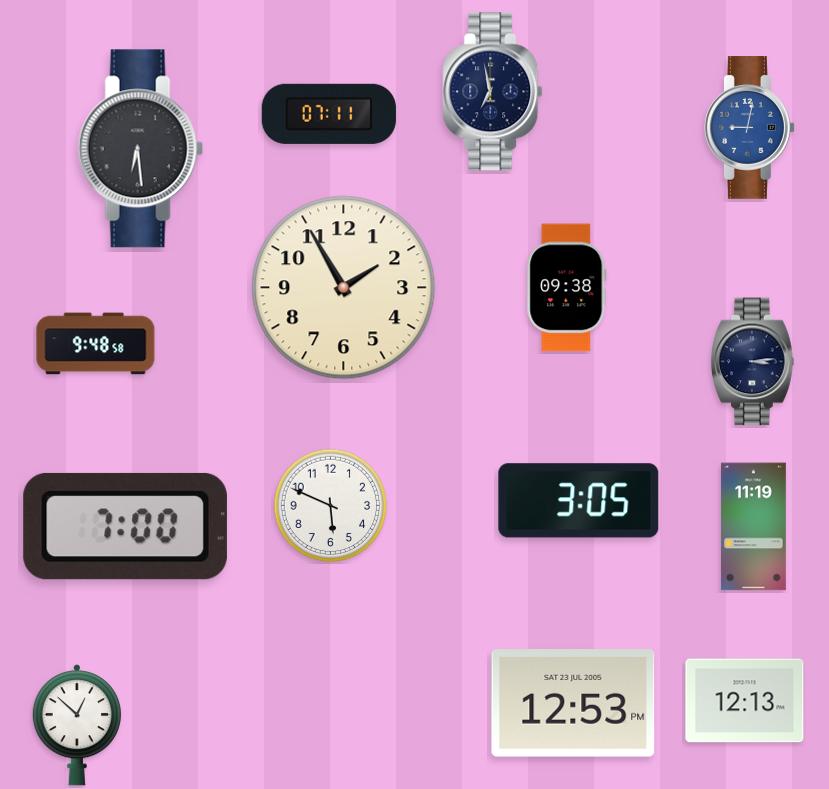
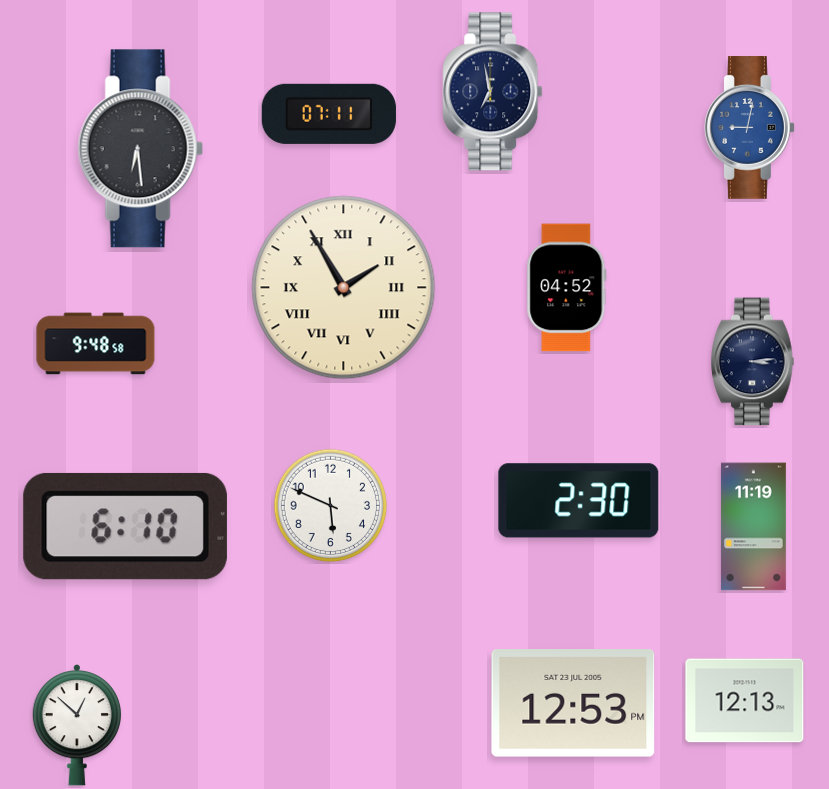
clock at (344, 288) numerals: Arabic -> Roman
clock at (567, 288): 09:38 -> 04:52
clock at (579, 501): 3:05 -> 2:30
clock at (125, 526): 7:00 -> 6:10
